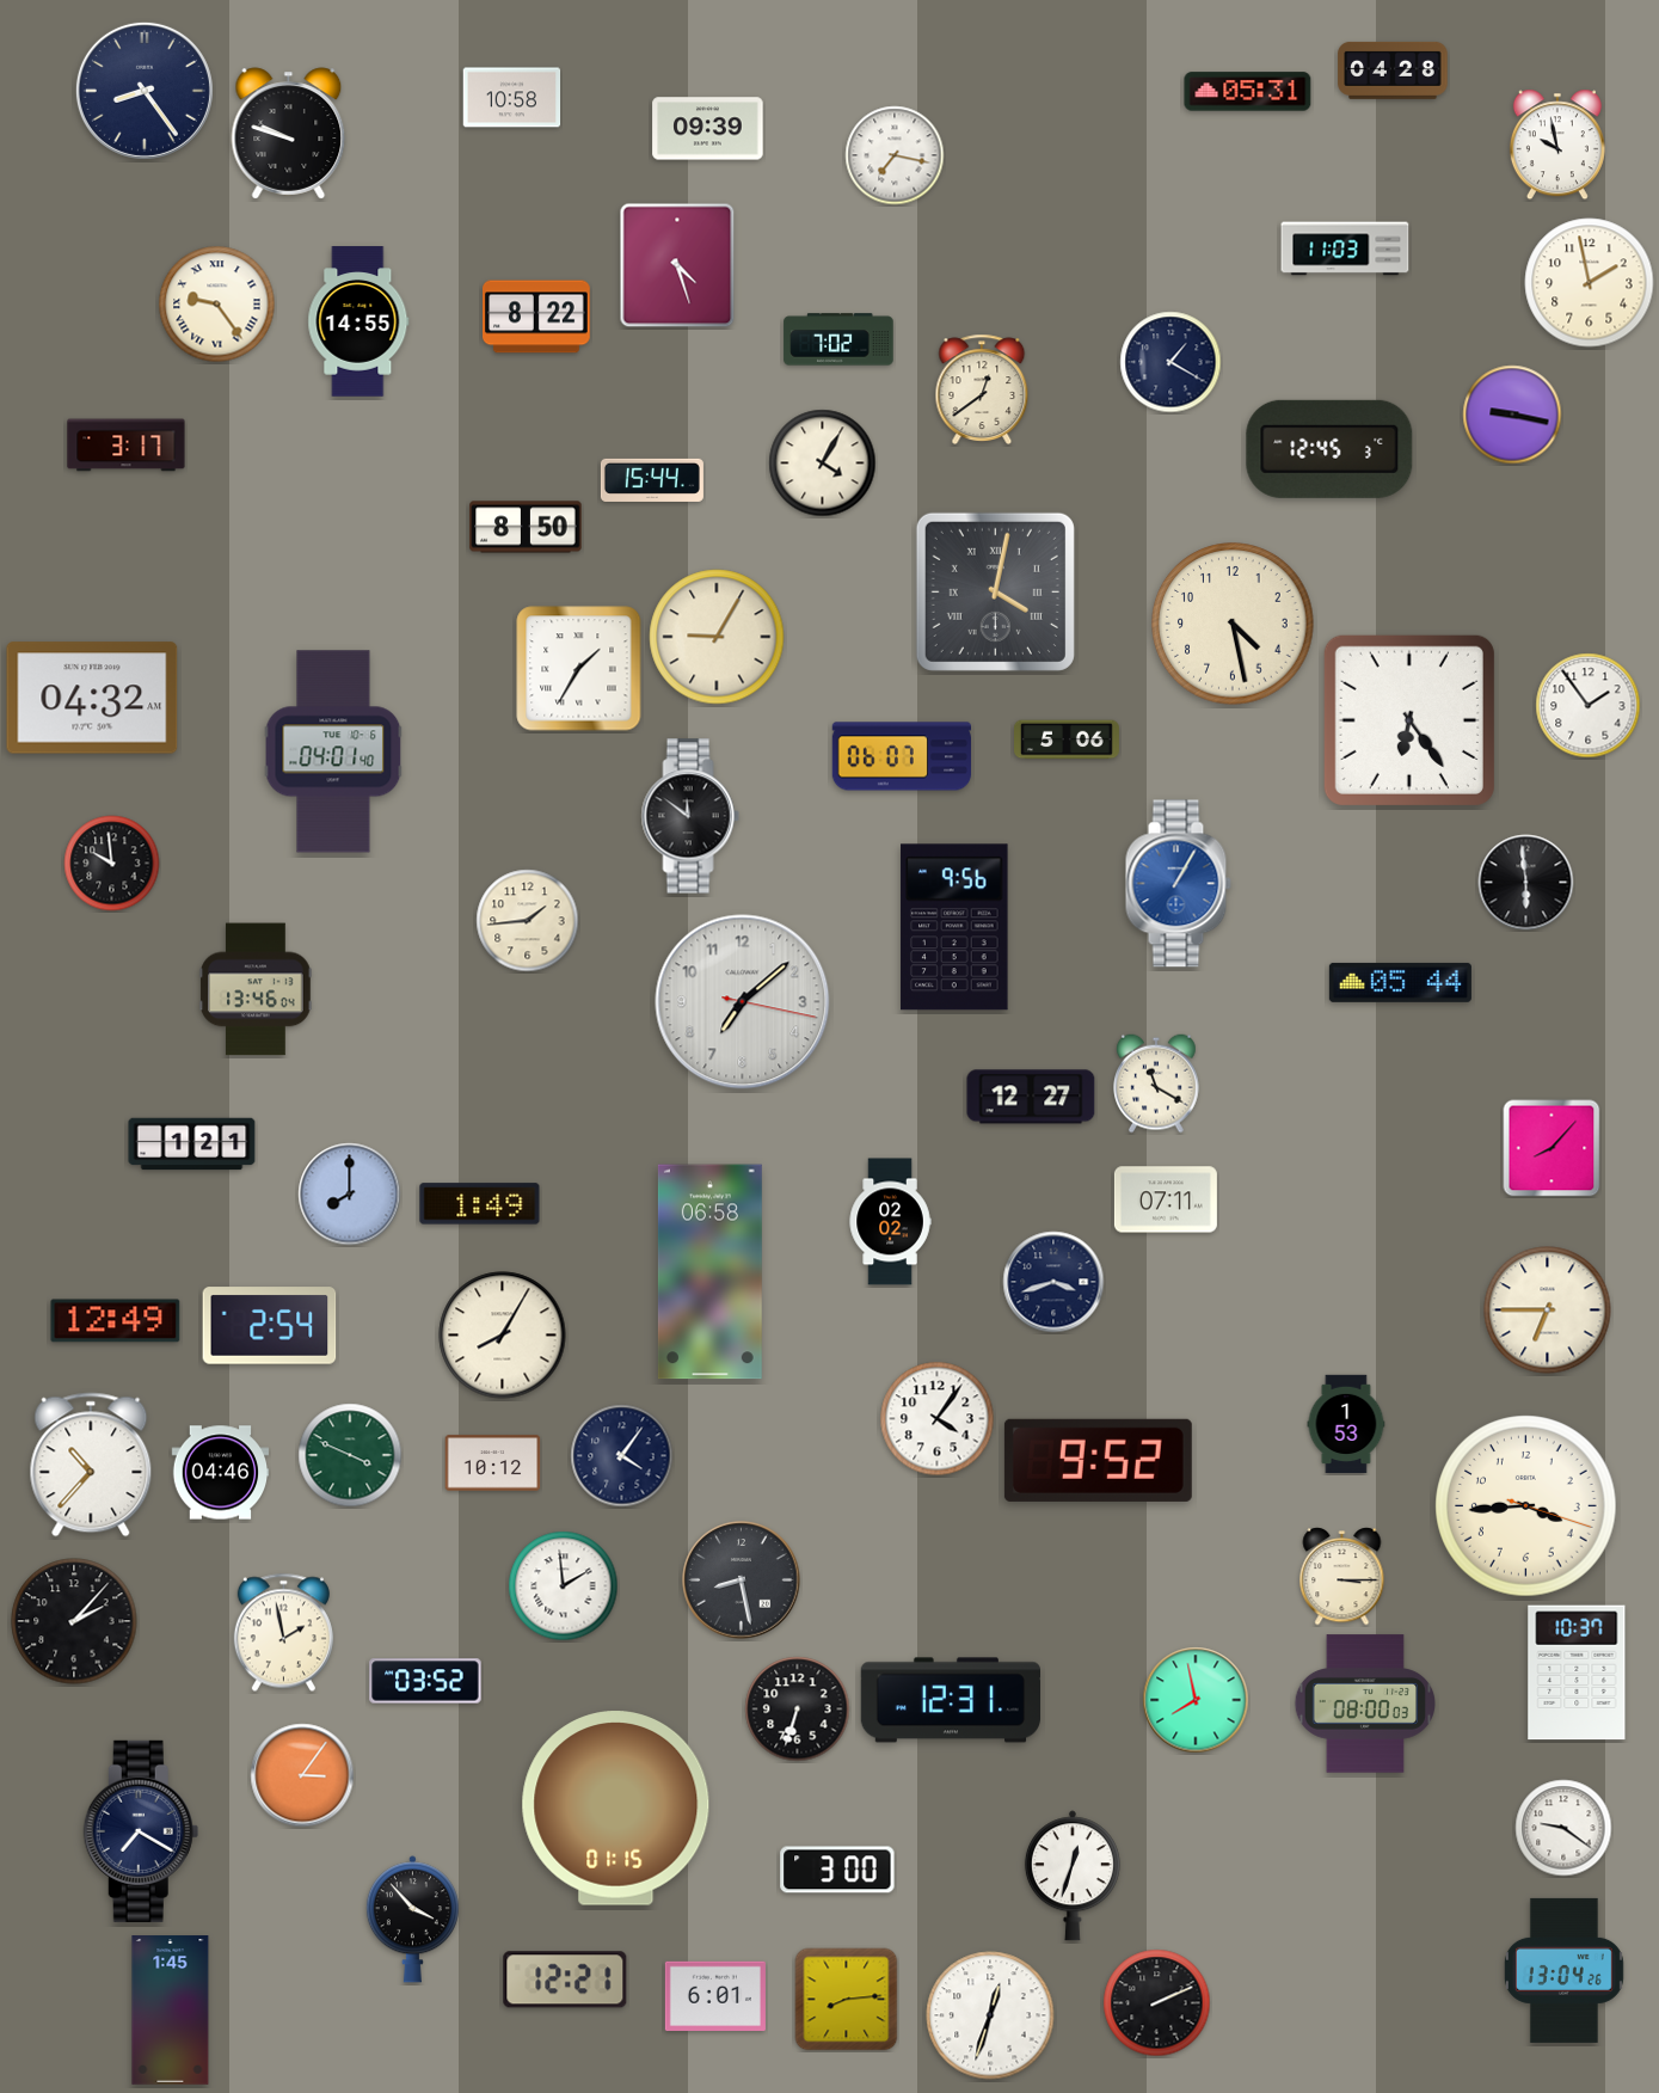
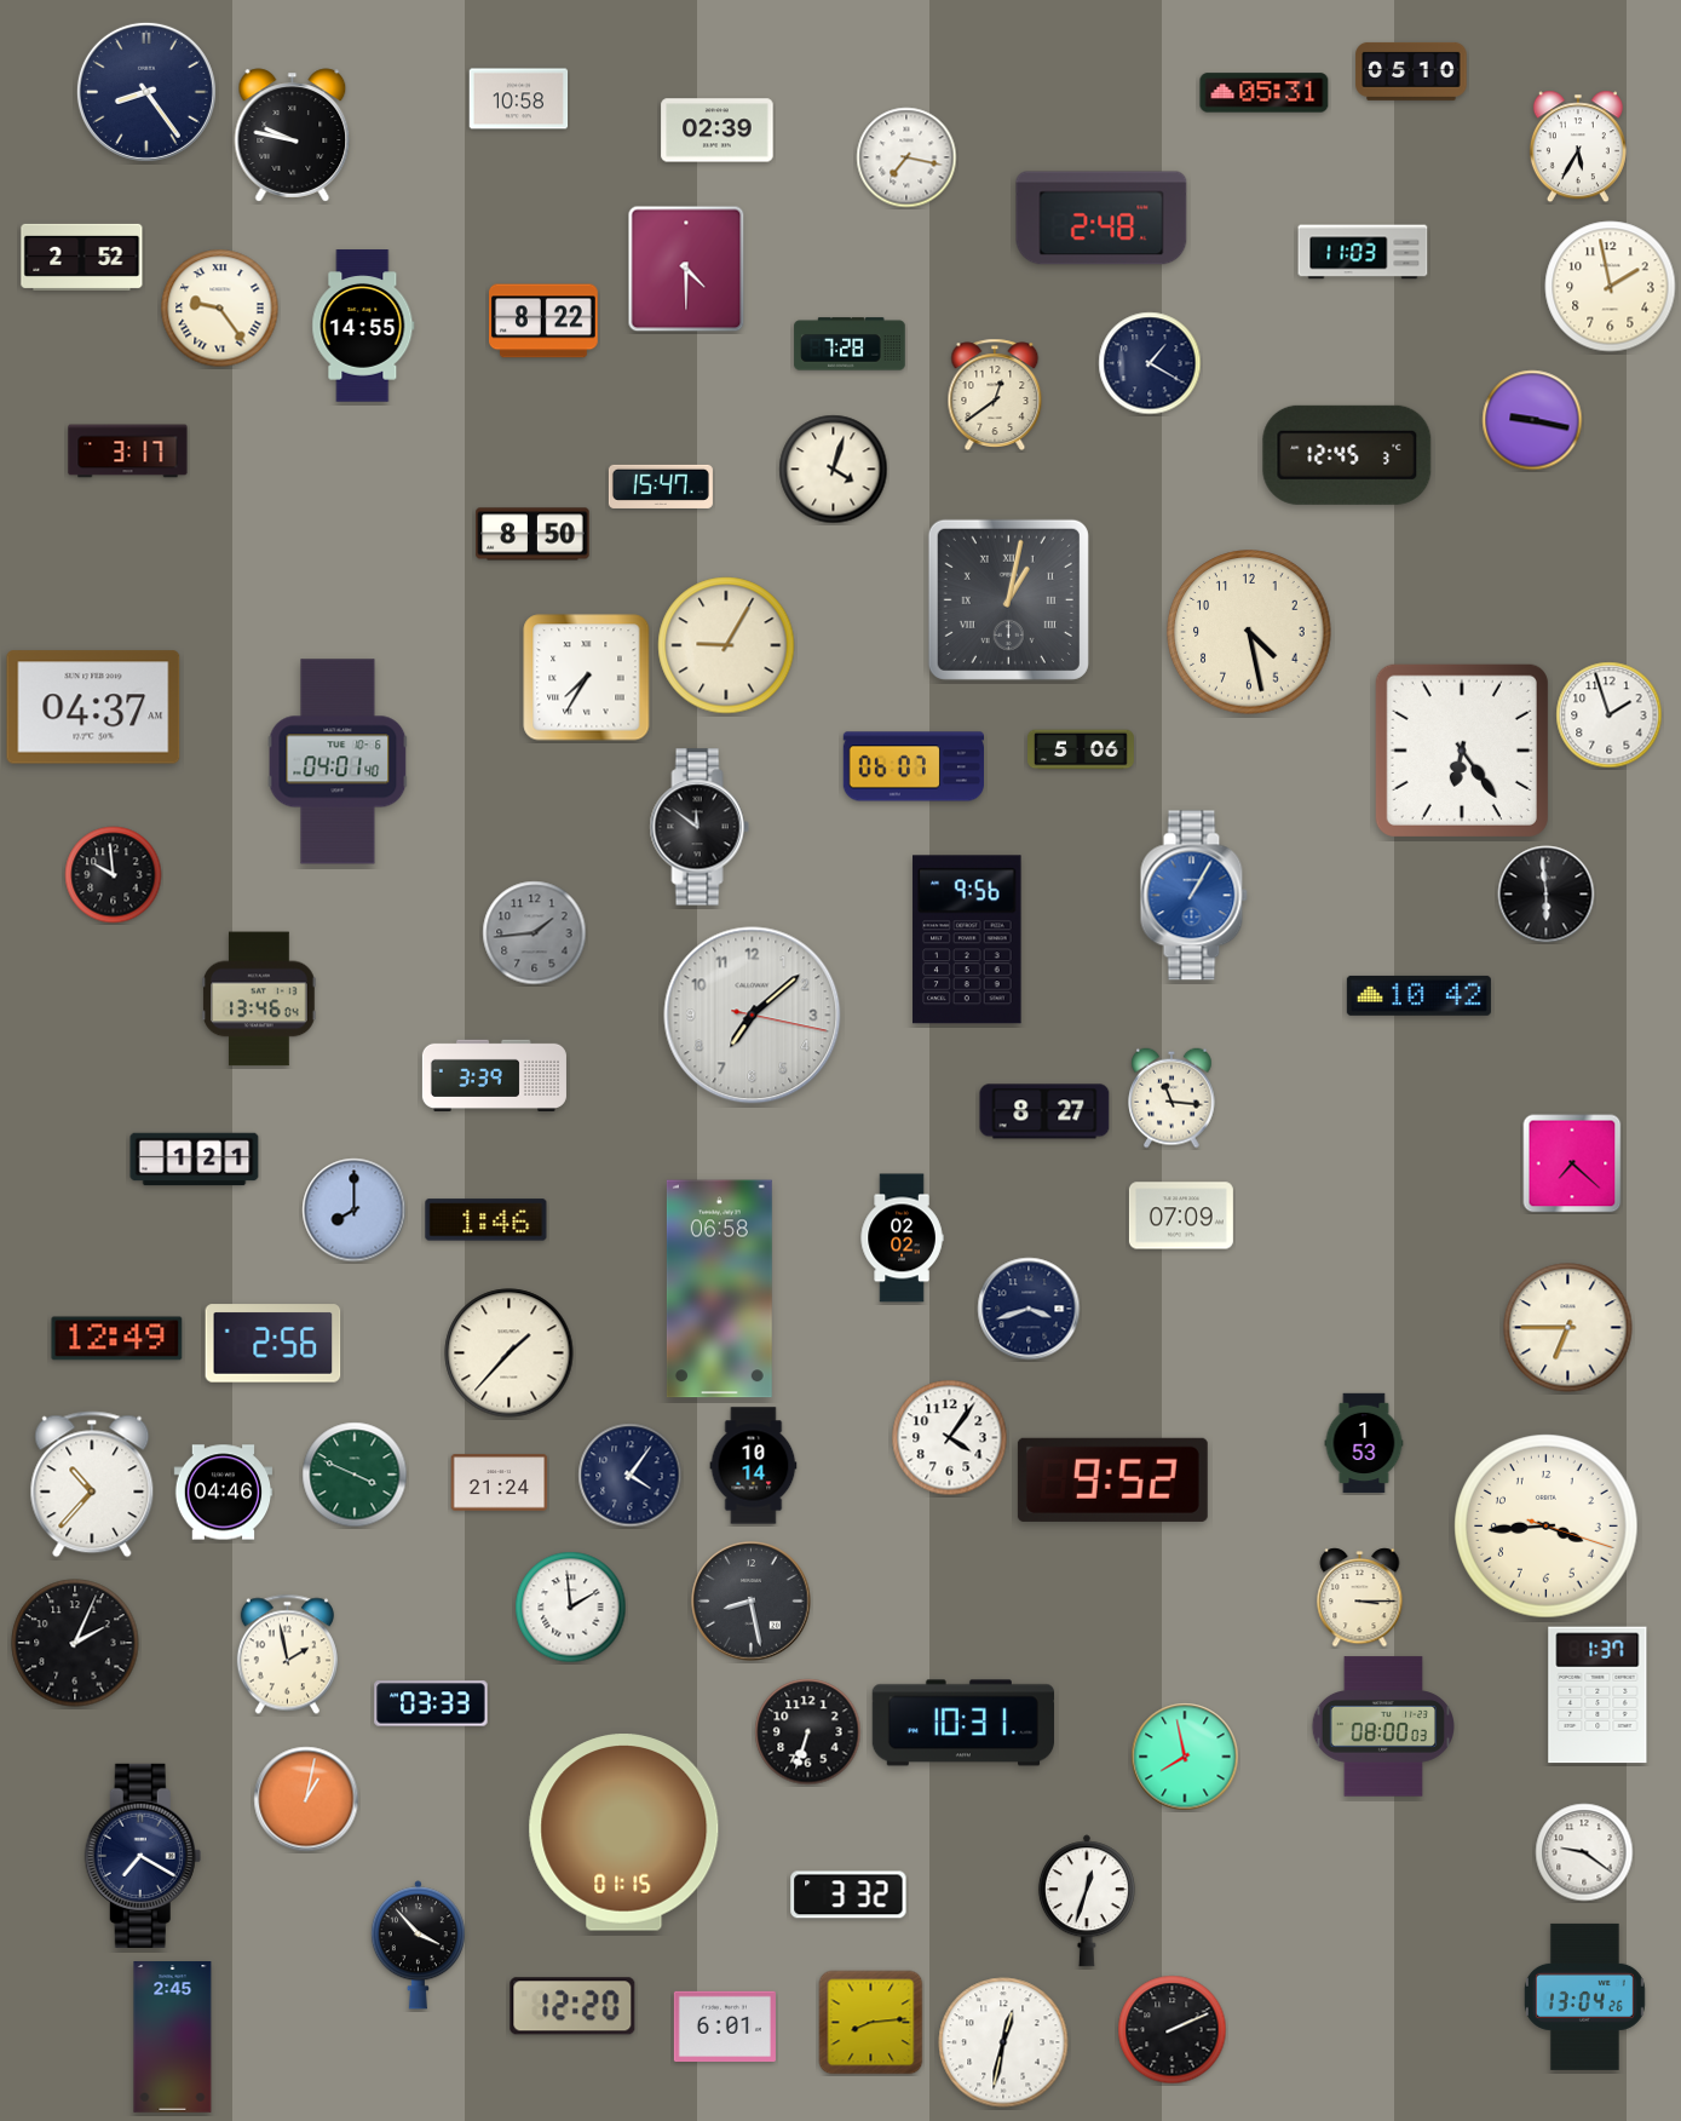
clock at (1393, 70): 04:28 -> 05:10
clock at (708, 129): 09:39 -> 02:39
clock at (289, 134): 9:48 -> 9:47
clock at (1557, 145): 9:58 -> 5:35
clock at (1101, 218): none -> 2:48
clock at (82, 257): none -> 2:52
clock at (677, 265): 4:27 -> 4:30
clock at (838, 339): 7:02 -> 7:28
clock at (1170, 362) position: (1170, 362) -> (1150, 363)
clock at (823, 464): 4:05 -> 4:03
clock at (652, 480): 15:44 -> 15:47
clock at (995, 591): 4:02 -> 1:02
clock at (579, 669): 1:35 -> 7:35
clock at (92, 698): 04:32 -> 04:37
clock at (1589, 706): 1:54 -> 1:57
clock at (1409, 720) position: (1409, 720) -> (1462, 751)
clock at (528, 921) dial: cream -> grey
clock at (1400, 982): 05:44 -> 10:42
clock at (256, 989) position: (256, 989) -> (259, 999)
clock at (494, 1075): none -> 3:39
clock at (1157, 1084): 11:20 -> 11:16
clock at (1031, 1097): 12:27 -> 8:27
clock at (1552, 1148): 8:07 -> 7:22
clock at (1166, 1199): 07:11 -> 07:09
clock at (480, 1204): 1:49 -> 1:46
clock at (1053, 1282) position: (1053, 1282) -> (1029, 1309)
clock at (270, 1326): 2:54 -> 2:56
clock at (503, 1336): 8:05 -> 1:37
clock at (754, 1466): none -> 10:14
clock at (493, 1463): 10:12 -> 21:24
clock at (74, 1621): 2:07 -> 2:04
clock at (1577, 1672): 10:37 -> 1:37
clock at (425, 1681): 03:52 -> 03:33
clock at (950, 1700): 12:31 -> 10:31
clock at (1196, 1700) position: (1196, 1700) -> (1185, 1757)
clock at (302, 1775): 3:06 -> 1:02
clock at (837, 1870): 3:00 -> 3:32
clock at (565, 1980): 12:21 -> 12:20
clock at (715, 1996) position: (715, 1996) -> (725, 2027)
clock at (847, 2000) position: (847, 2000) -> (871, 2023)
clock at (171, 2011): 1:45 -> 2:45
clock at (990, 2015): 12:33 -> 12:32
